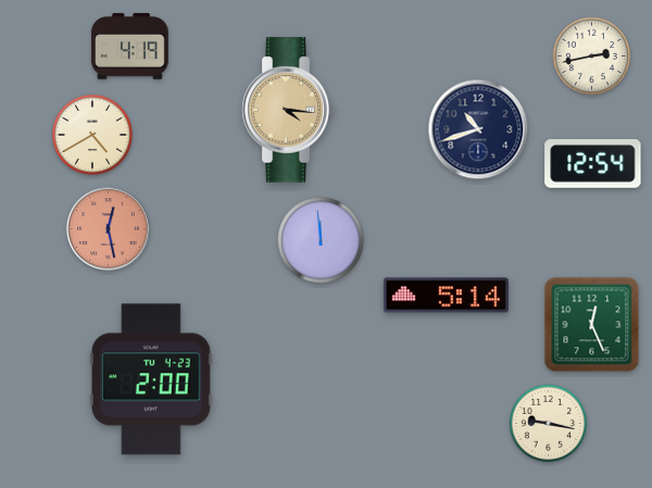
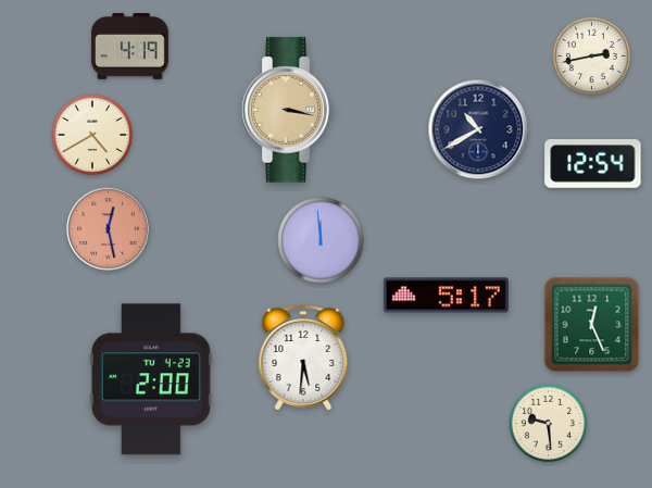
clock at (288, 110): 4:16 -> 3:17
clock at (478, 129): 10:42 -> 10:40
clock at (446, 296): 5:14 -> 5:17
clock at (303, 358): none -> 5:31
clock at (548, 423): 9:17 -> 9:29
